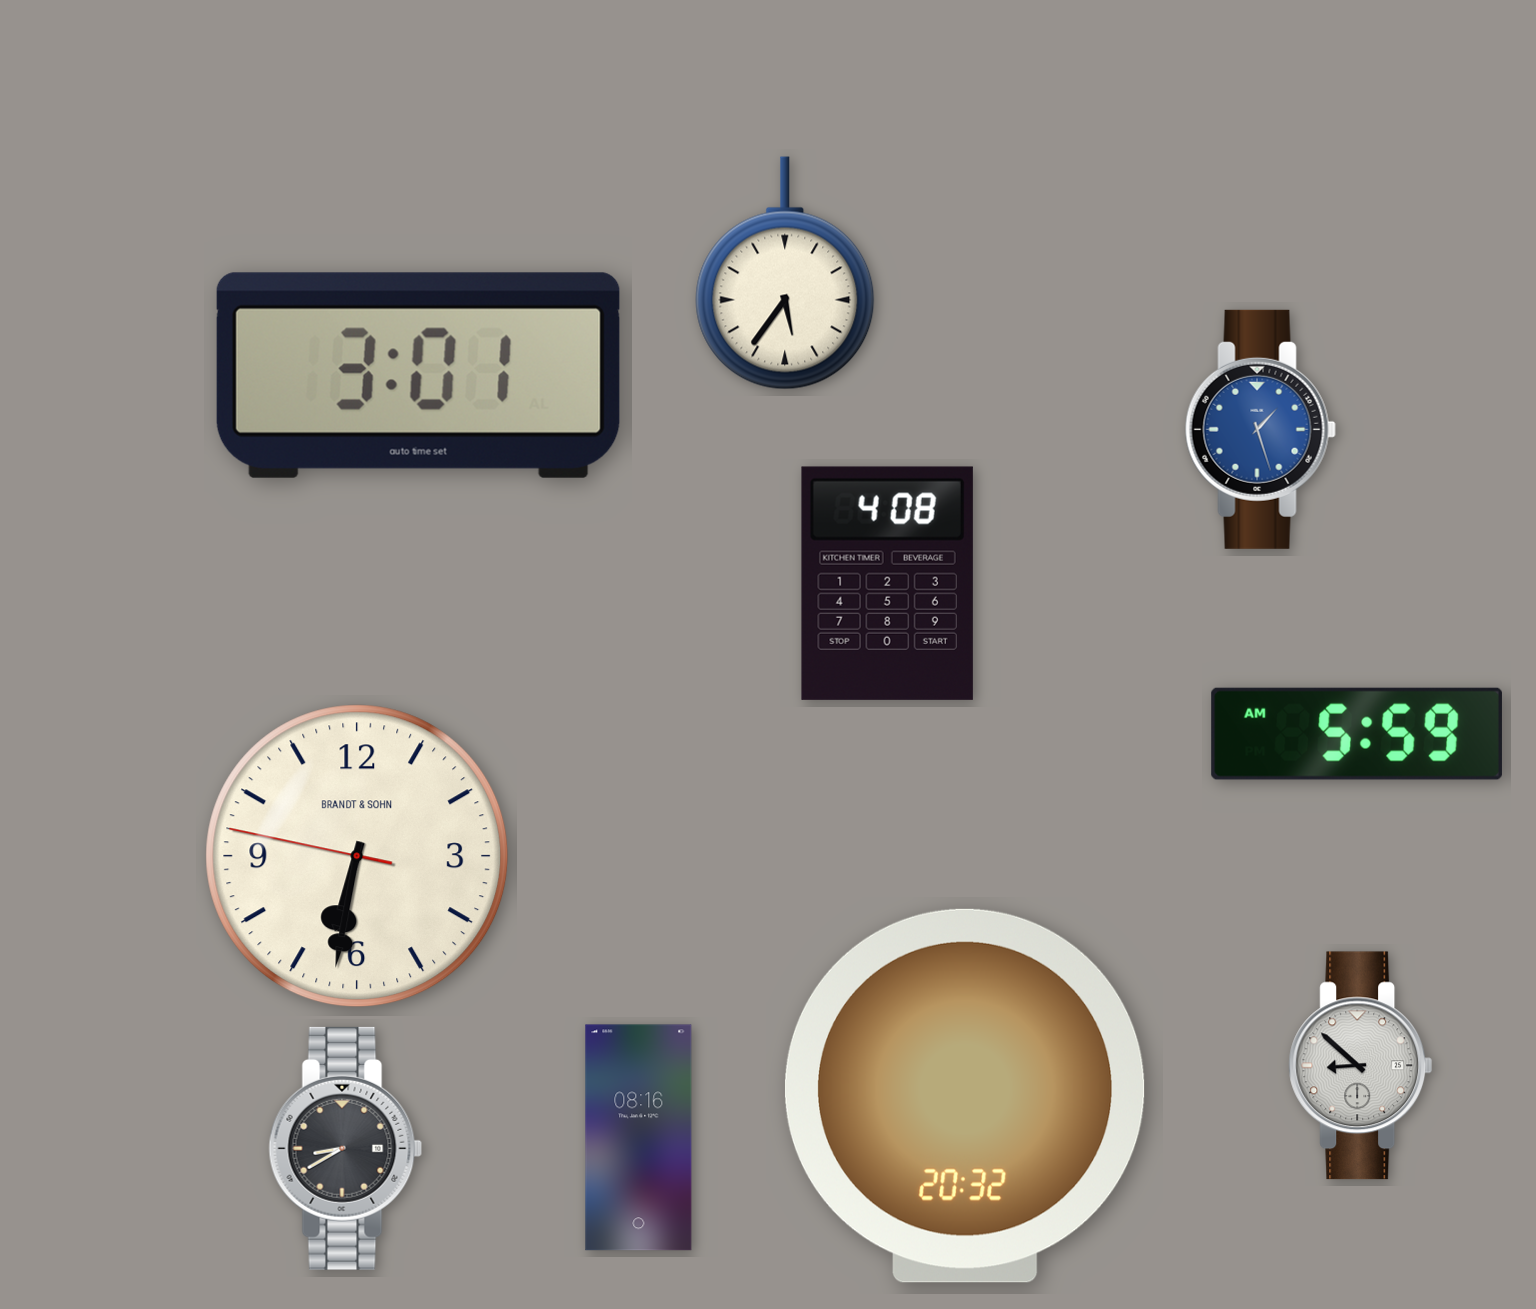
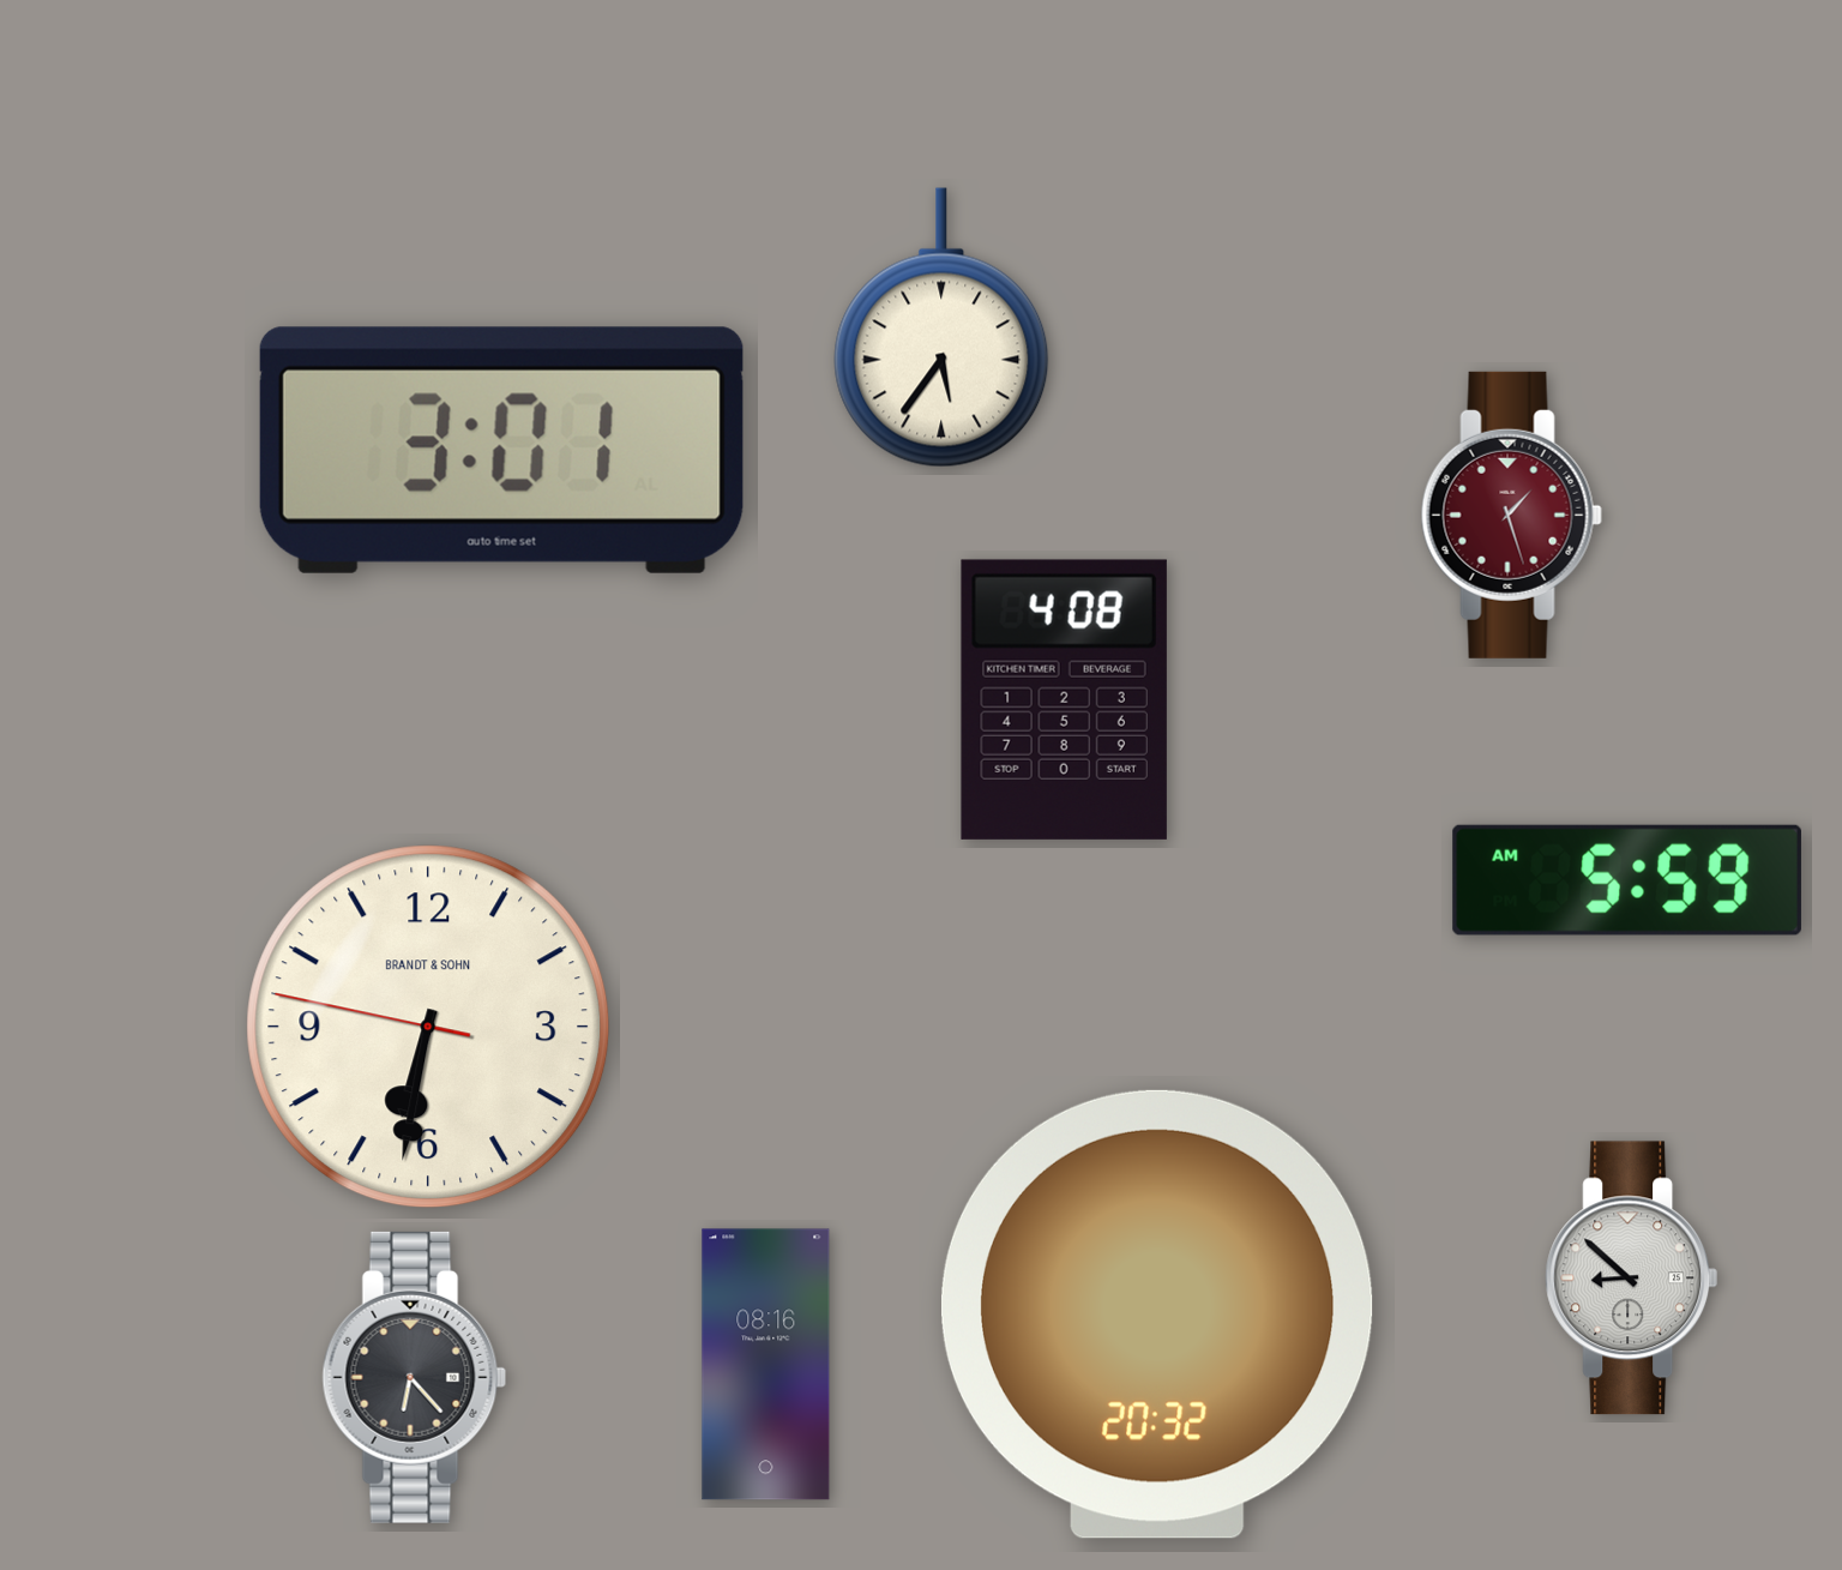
clock at (1260, 429) dial: blue -> burgundy
clock at (346, 1148): 8:40 -> 6:23
